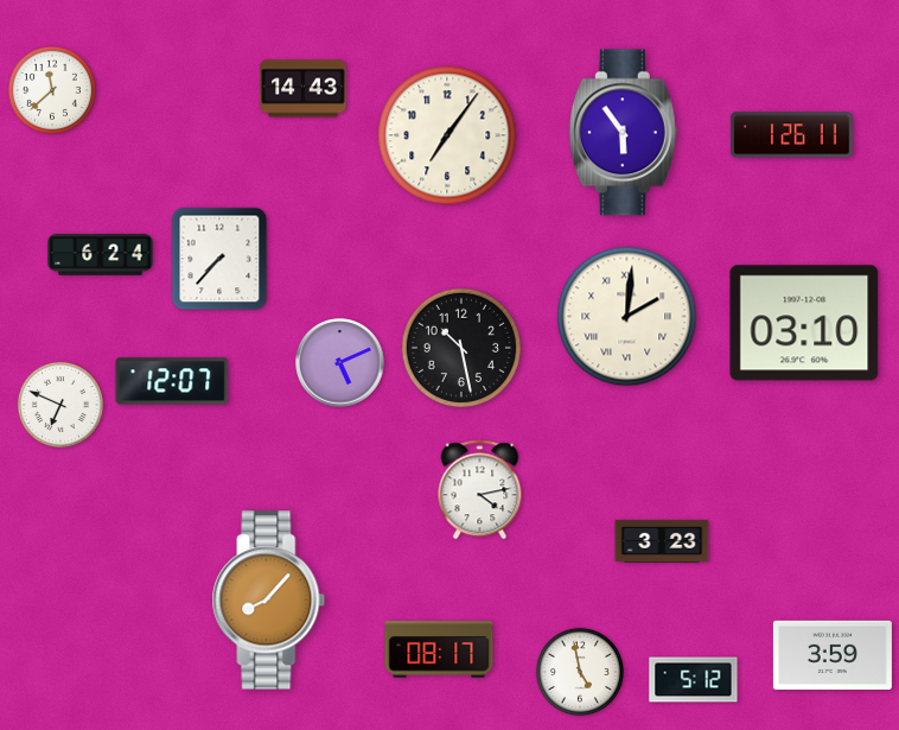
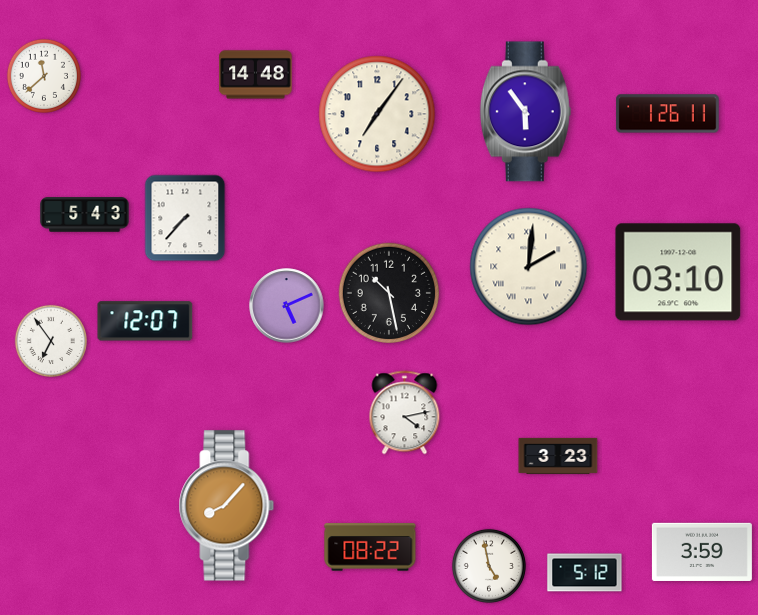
clock at (304, 89): 14:43 -> 14:48
clock at (101, 255): 6:24 -> 5:43
clock at (59, 404): 6:49 -> 6:54
clock at (439, 649): 08:17 -> 08:22
